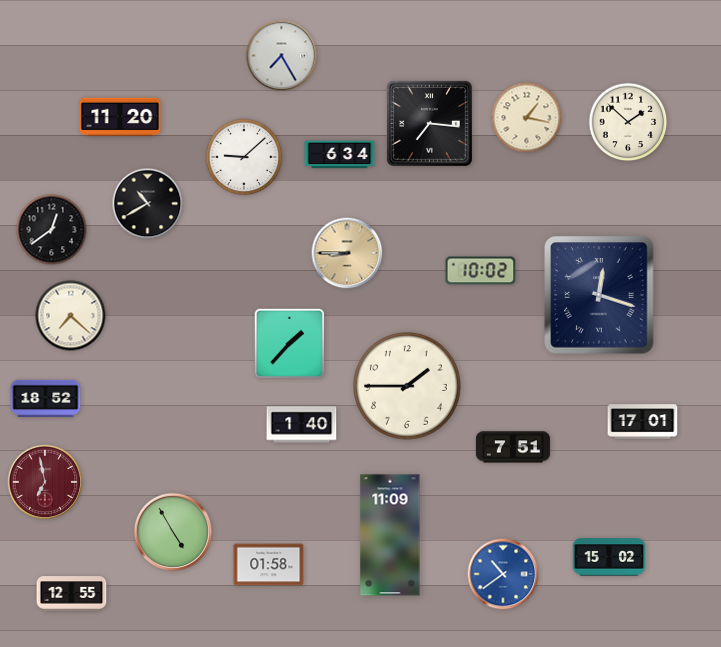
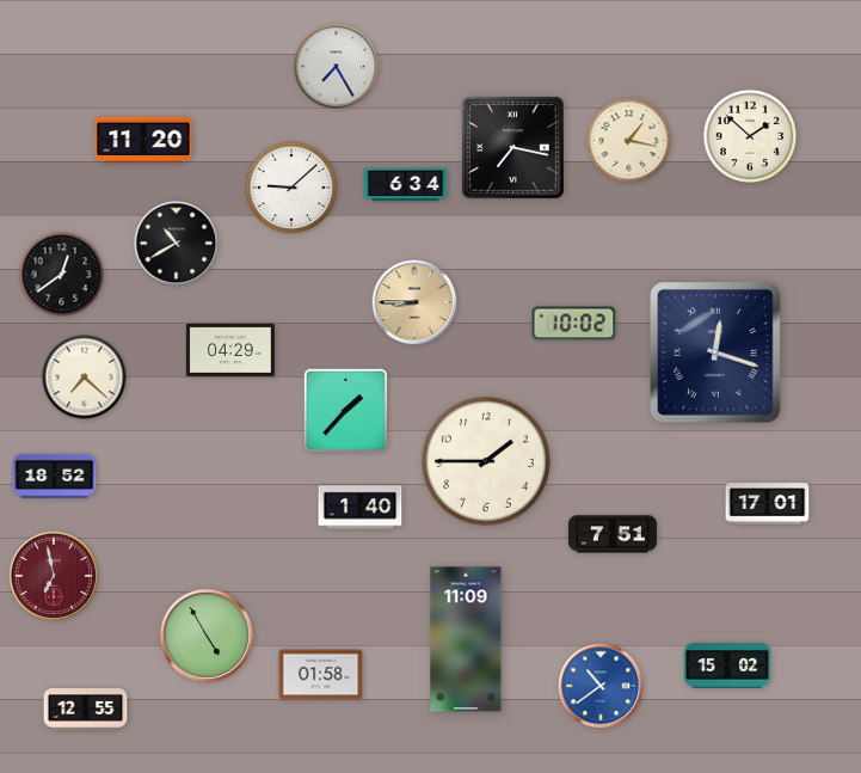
clock at (628, 122) position: (628, 122) -> (750, 136)
clock at (429, 123): 7:16 -> 7:17
clock at (230, 350): none -> 04:29
